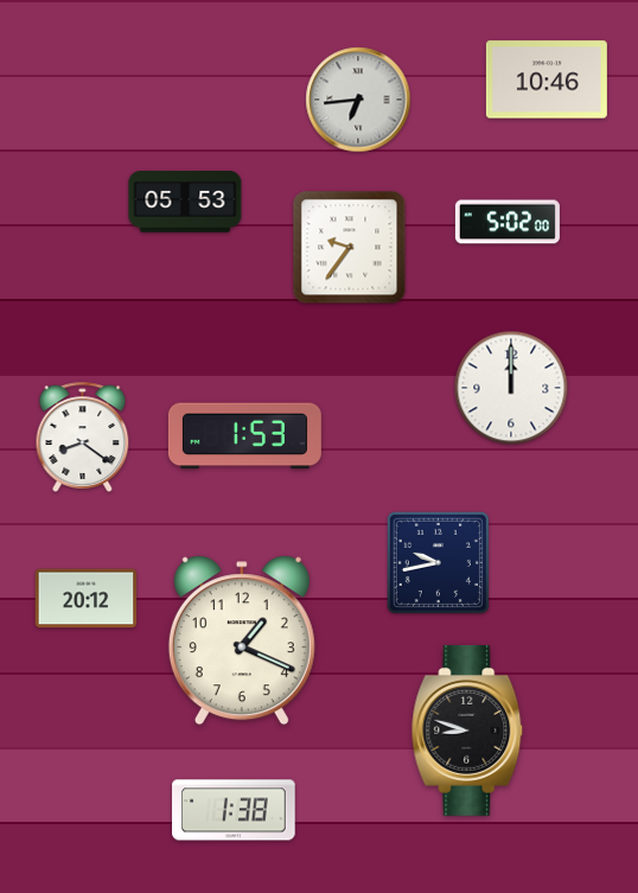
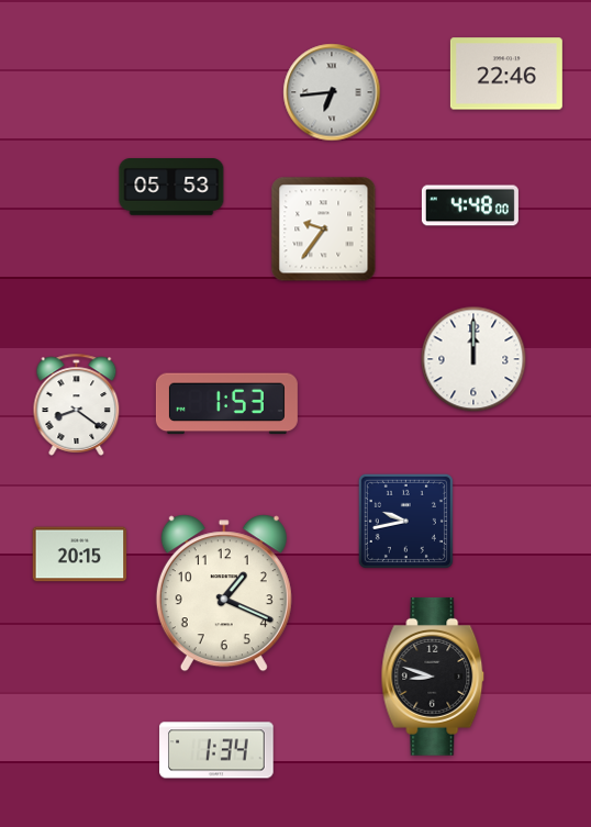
clock at (547, 79): 10:46 -> 22:46
clock at (508, 222): 5:02 -> 4:48
clock at (87, 599): 20:12 -> 20:15
clock at (234, 810): 1:38 -> 1:34
